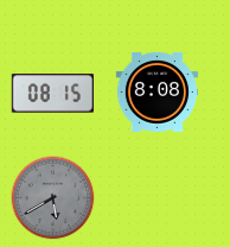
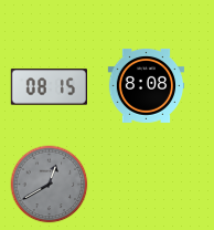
clock at (53, 198): 5:40 -> 12:40
